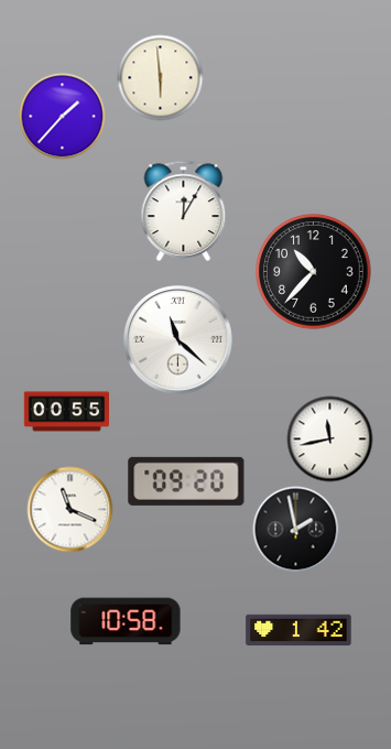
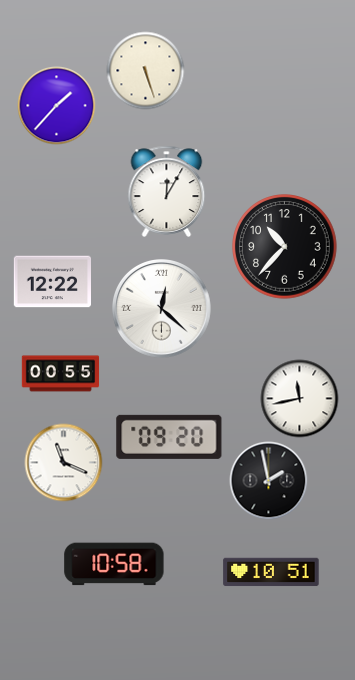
clock at (160, 77): 5:59 -> 5:27
clock at (52, 282): none -> 12:22
clock at (178, 340): 11:22 -> 12:22
clock at (298, 630): 1:42 -> 10:51
